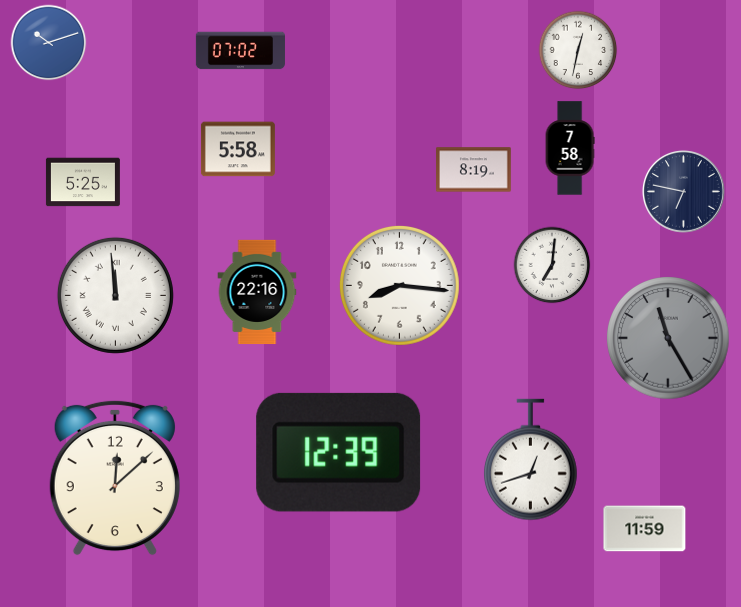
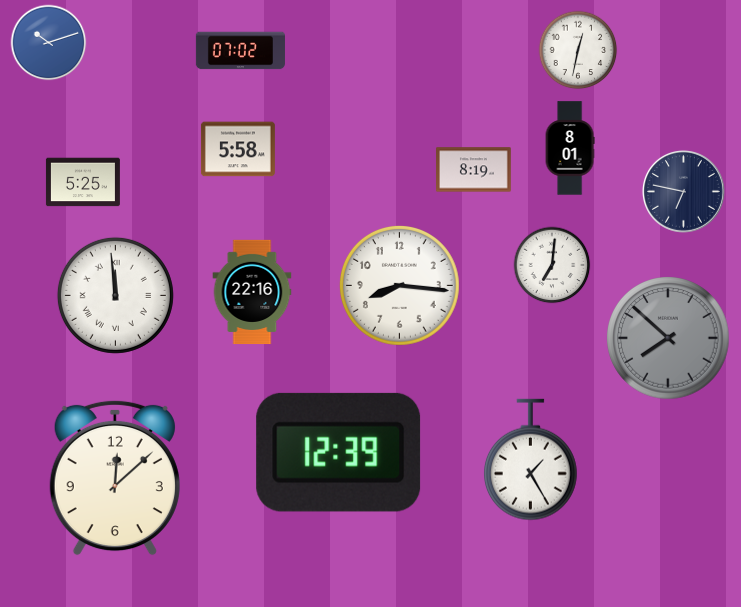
clock at (570, 148): 7:58 -> 8:01
clock at (257, 292) position: (257, 292) -> (252, 292)
clock at (668, 338): 11:25 -> 7:52
clock at (531, 460): 12:42 -> 1:25
clock at (645, 529): 11:59 -> none
